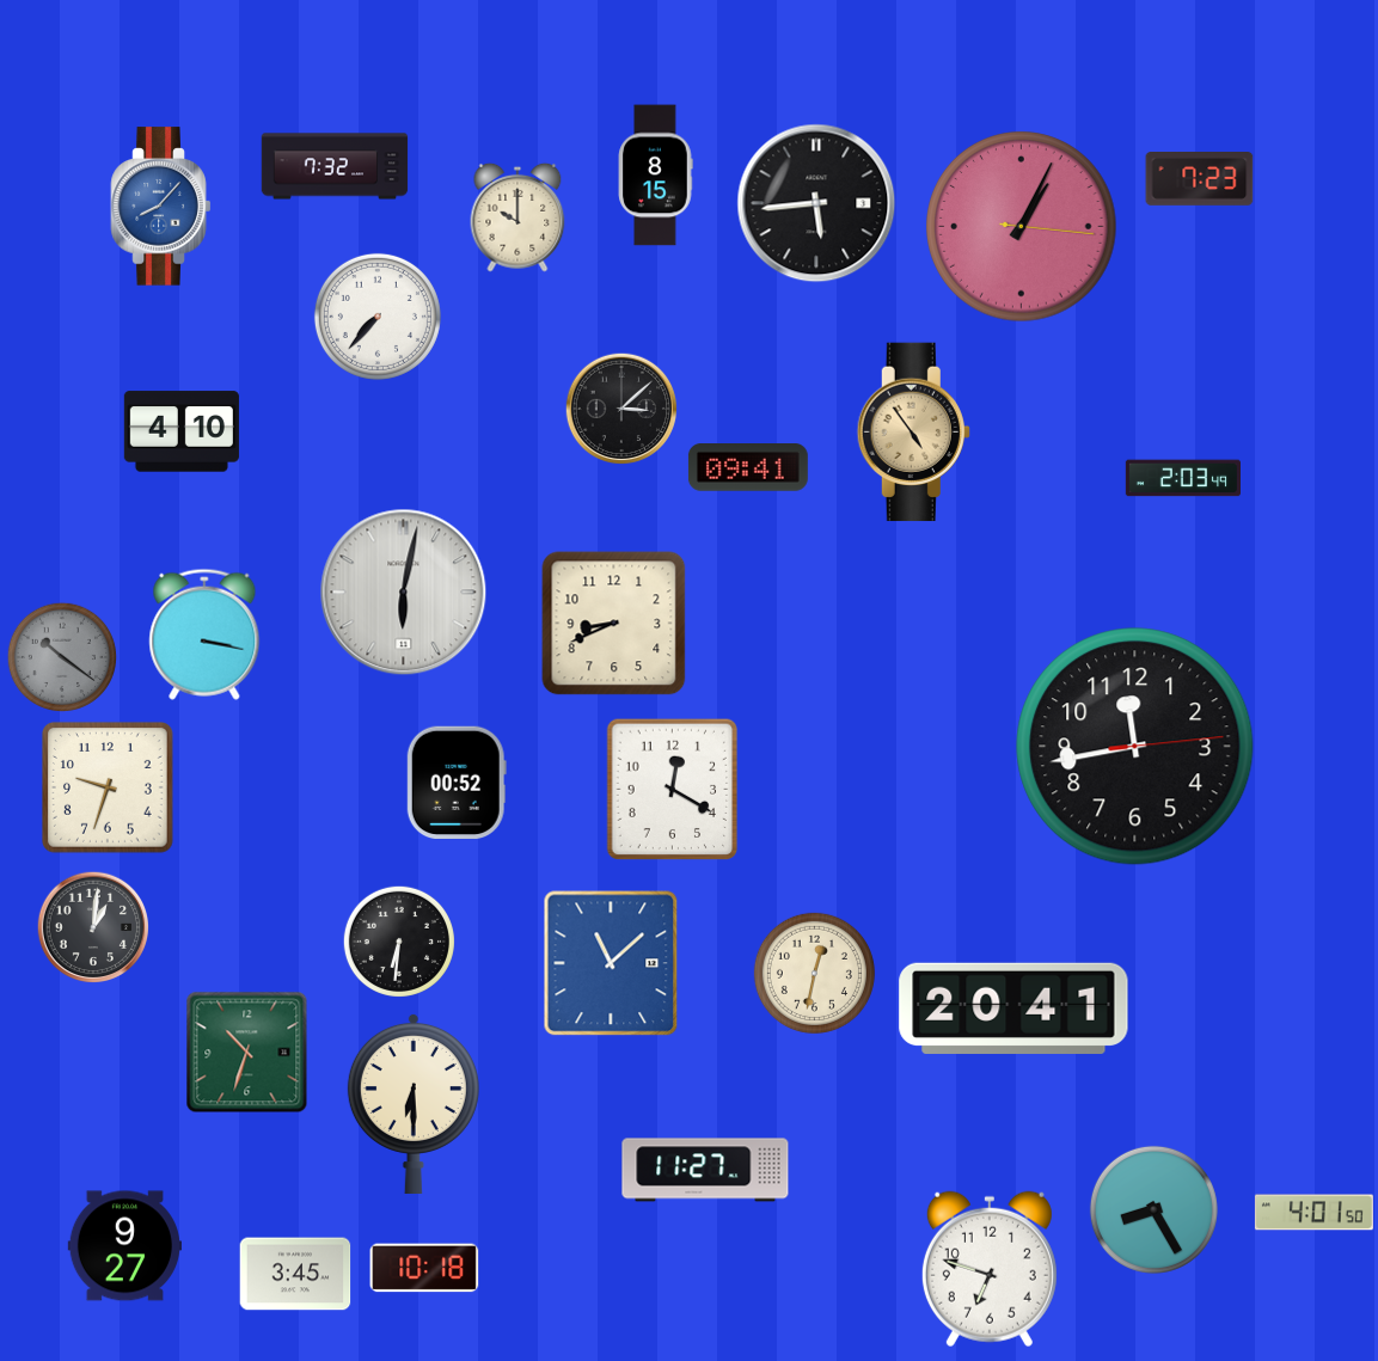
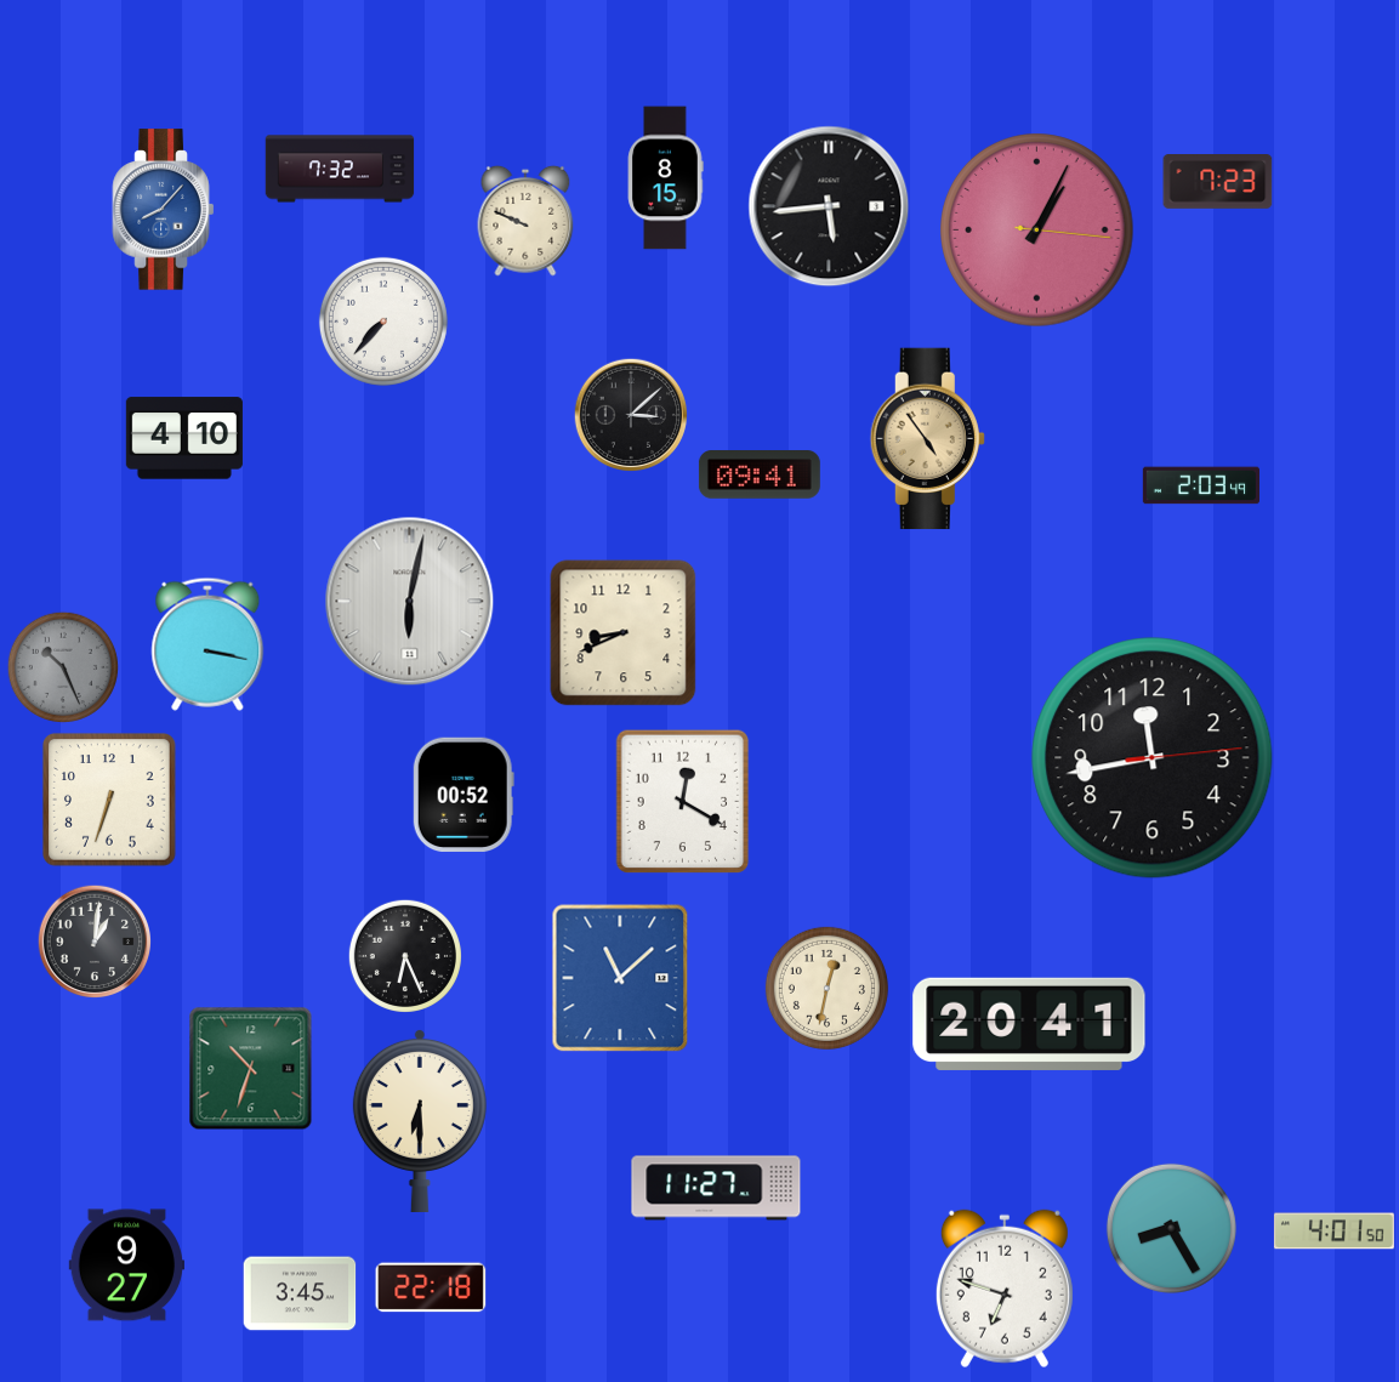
clock at (517, 217): 10:00 -> 9:49
clock at (61, 656): 10:21 -> 10:26
clock at (109, 789): 9:33 -> 6:33
clock at (399, 942): 6:31 -> 6:26
clock at (424, 1268): 10:18 -> 22:18
